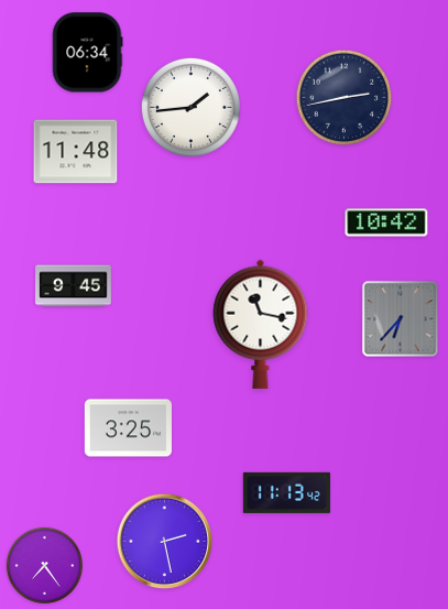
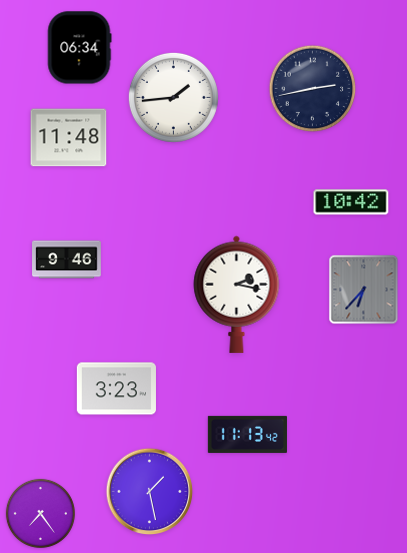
clock at (74, 286): 9:45 -> 9:46
clock at (261, 324): 11:17 -> 2:17
clock at (128, 428): 3:25 -> 3:23
clock at (286, 492) position: (286, 492) -> (247, 434)
clock at (165, 542): 2:28 -> 1:28
